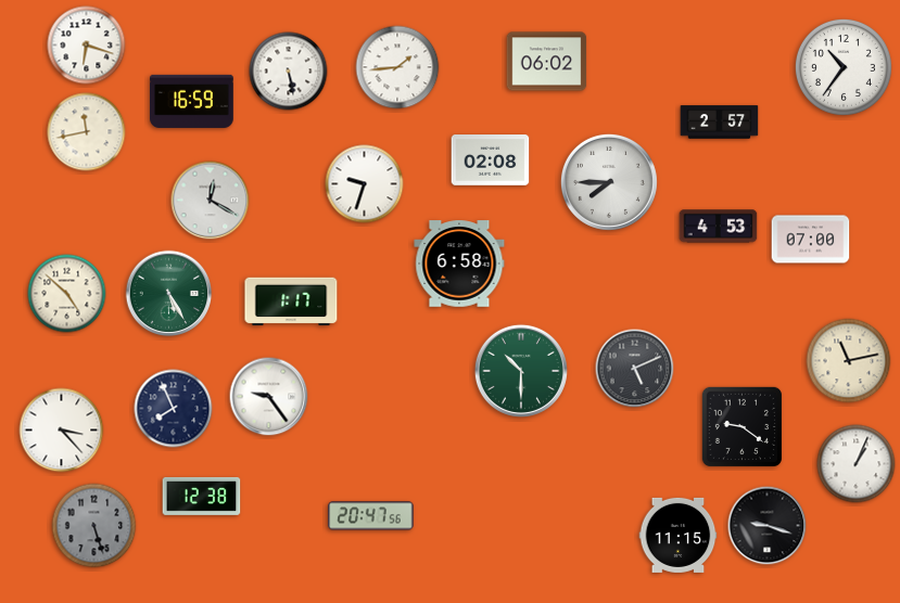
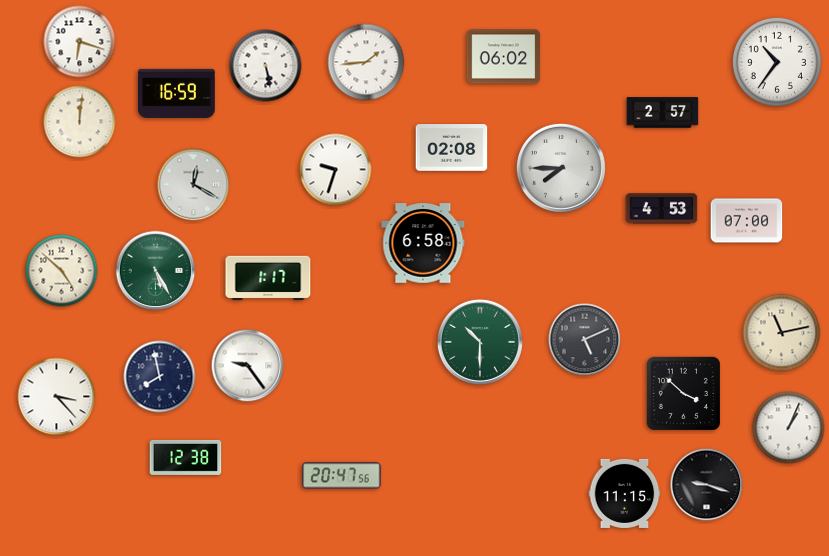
clock at (87, 132): 11:43 -> 12:01
clock at (174, 409): 7:56 -> 7:58
clock at (741, 426): 9:21 -> 3:52
clock at (94, 526): 5:27 -> none
